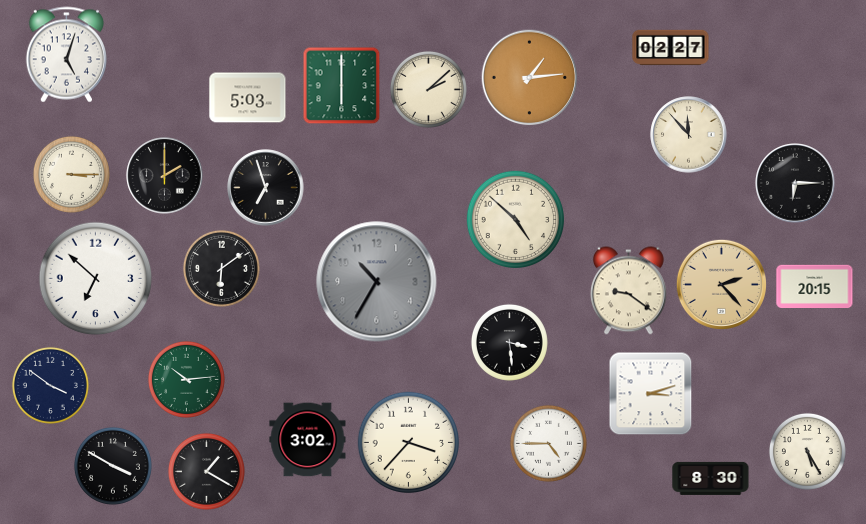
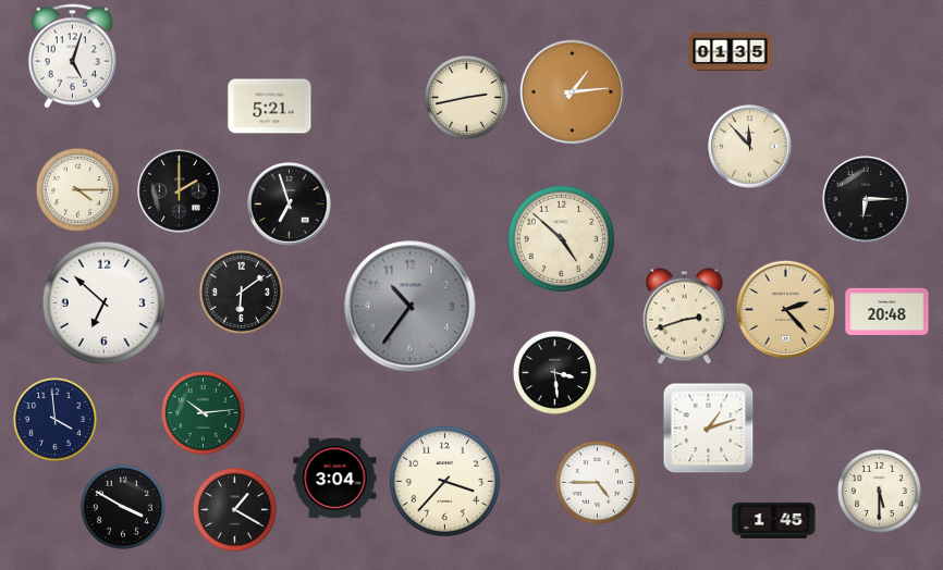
clock at (671, 48): 02:27 -> 01:35
clock at (66, 55) position: (66, 55) -> (72, 57)
clock at (530, 78) position: (530, 78) -> (573, 92)
clock at (341, 85): 6:00 -> none
clock at (428, 89): 2:08 -> 2:43
clock at (248, 98): 5:03 -> 5:21
clock at (71, 174): 3:15 -> 4:15
clock at (377, 282): 10:35 -> 10:36
clock at (815, 286): 20:15 -> 20:48
clock at (628, 291): 9:21 -> 2:42
clock at (50, 385): 3:51 -> 3:59
clock at (650, 393): 3:12 -> 1:12
clock at (308, 440): 3:02 -> 3:04
clock at (807, 451): 5:25 -> 5:30
clock at (206, 471) position: (206, 471) -> (234, 509)
clock at (711, 478): 8:30 -> 1:45
